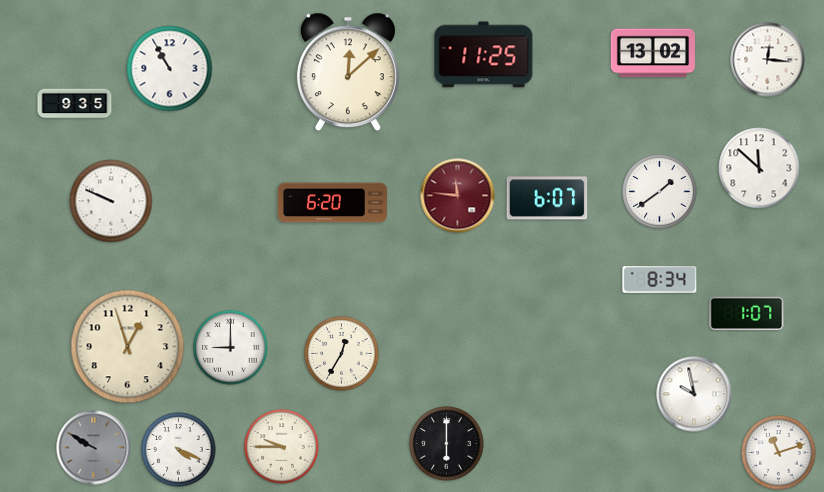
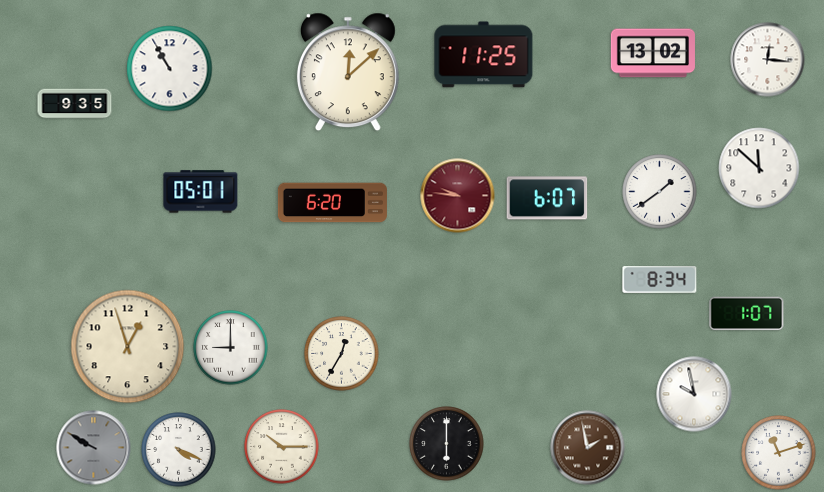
clock at (201, 192): none -> 05:01
clock at (458, 196): 11:46 -> 9:46
clock at (111, 201): 9:49 -> none
clock at (282, 447): 9:45 -> 10:15
clock at (588, 448): none -> 1:58
